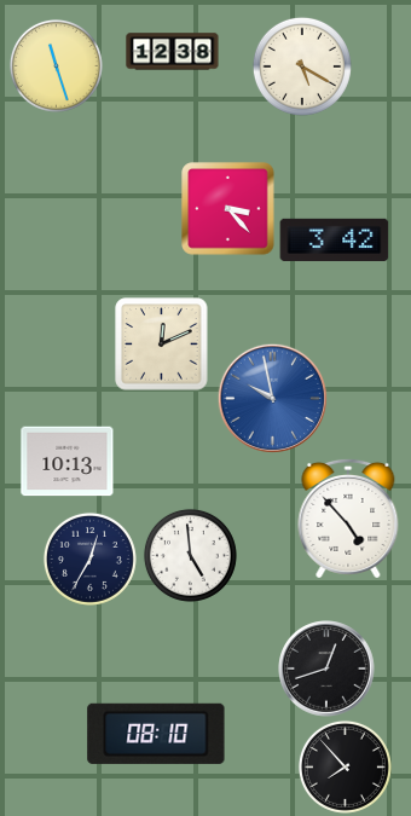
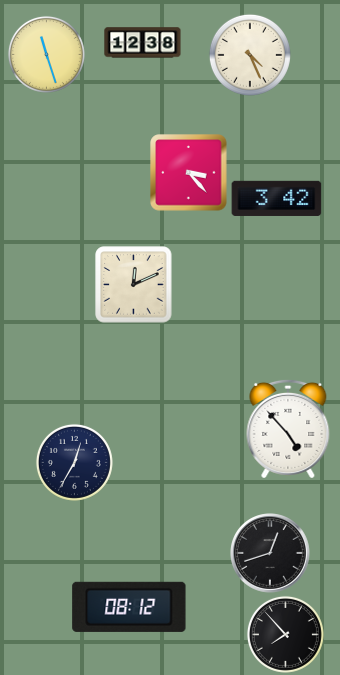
clock at (302, 66): 5:20 -> 4:26
clock at (272, 398): 9:58 -> none
clock at (68, 462): 10:13 -> none
clock at (190, 555): 4:59 -> none
clock at (156, 734): 08:10 -> 08:12
